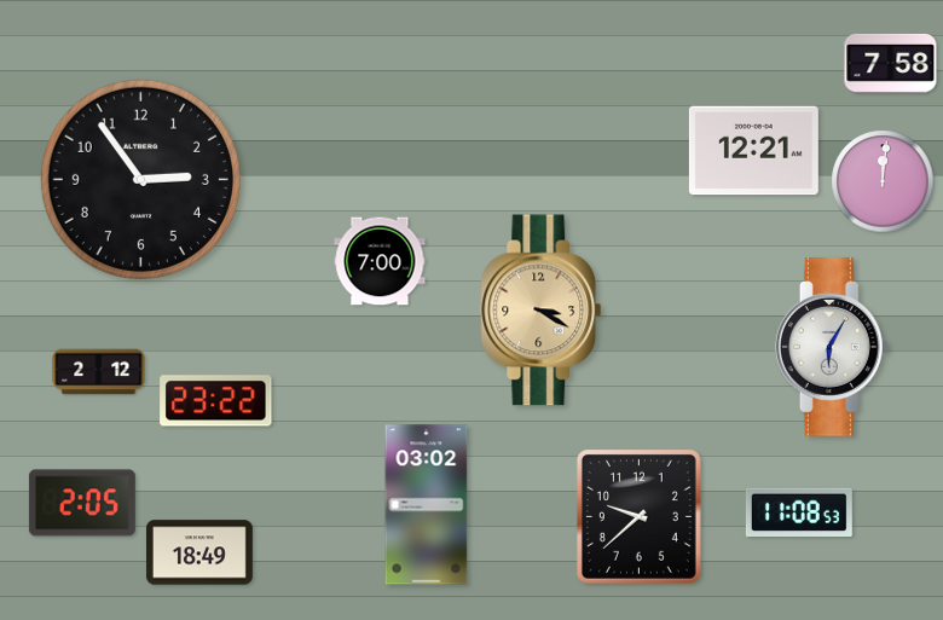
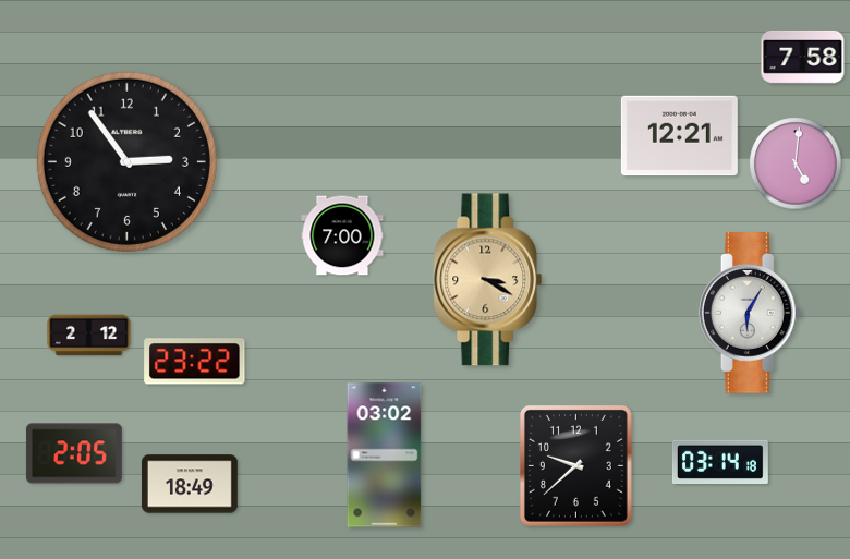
clock at (883, 181): 12:01 -> 5:01
clock at (799, 512): 11:08 -> 03:14
clock at (199, 552) position: (199, 552) -> (190, 484)
